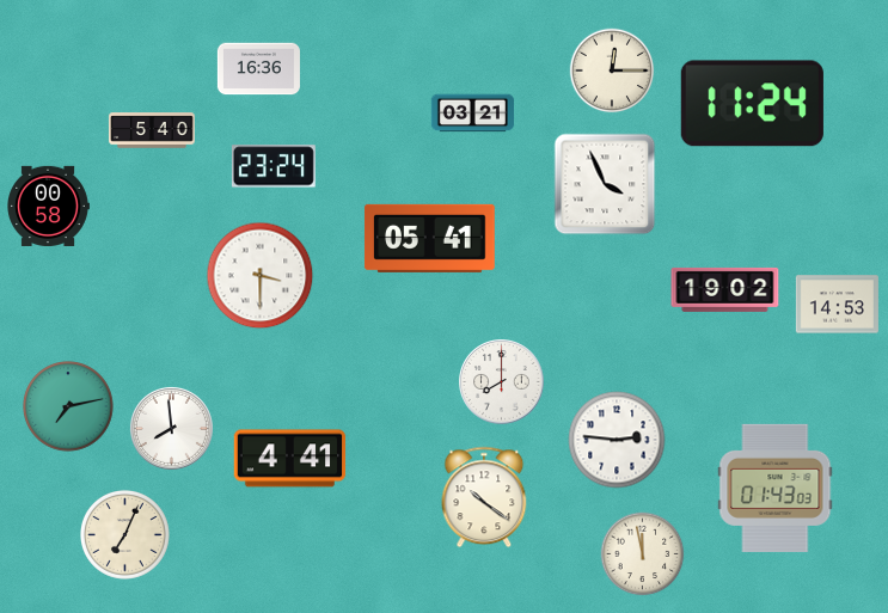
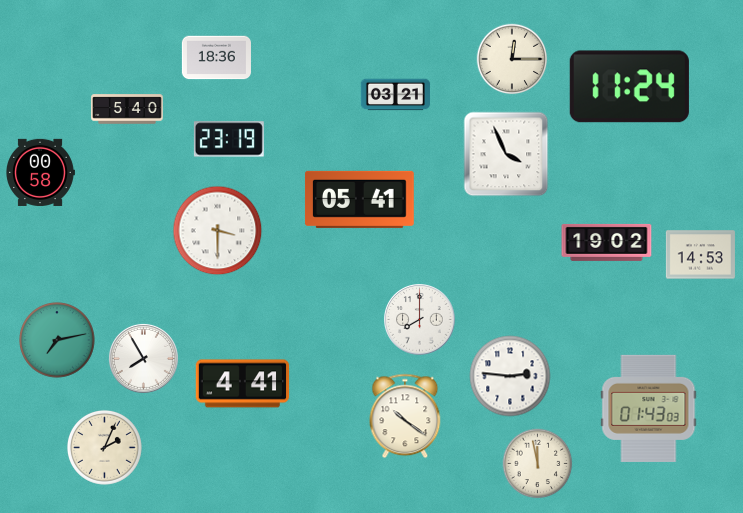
clock at (258, 69): 16:36 -> 18:36
clock at (274, 166): 23:24 -> 23:19
clock at (171, 428): 7:59 -> 7:55
clock at (617, 440) position: (617, 440) -> (510, 376)
clock at (124, 534): 7:04 -> 2:04
